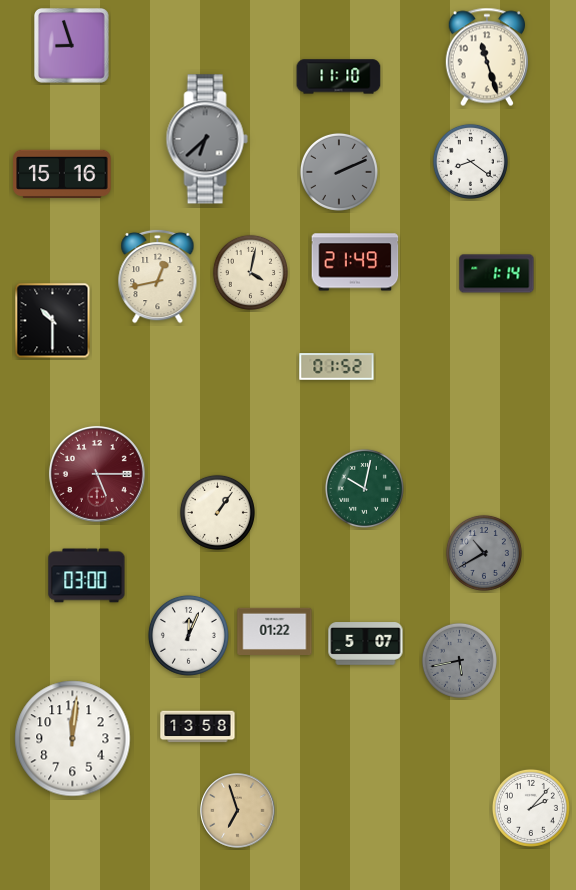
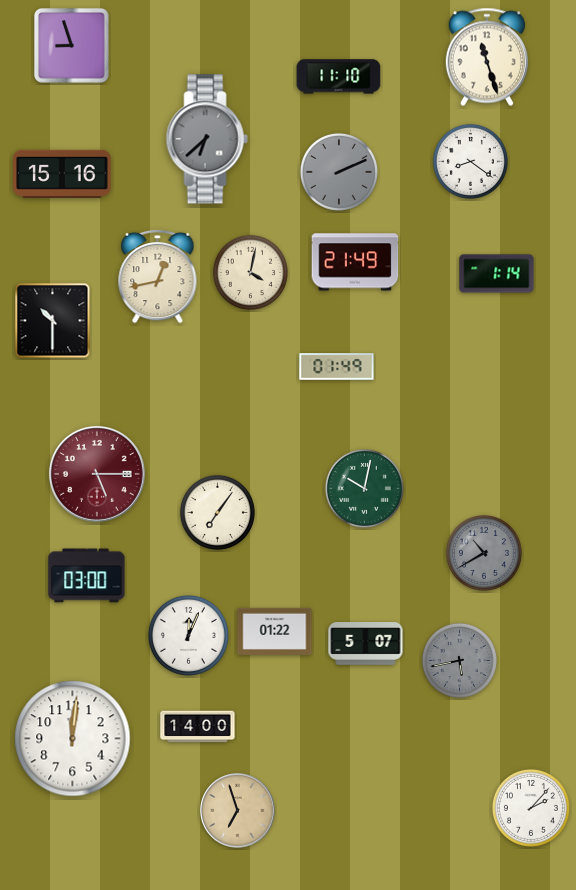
clock at (337, 367): 01:52 -> 01:49
clock at (217, 512): 1:06 -> 7:06
clock at (198, 727): 13:58 -> 14:00
